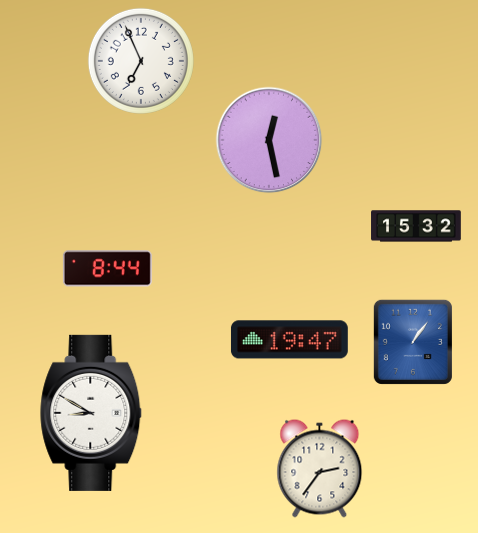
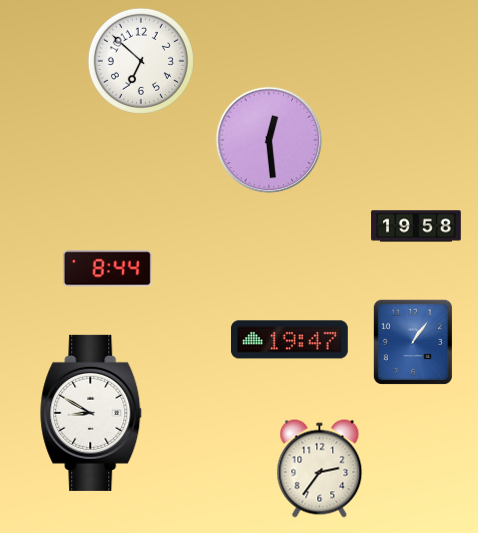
clock at (141, 61): 6:56 -> 6:52
clock at (269, 140): 12:28 -> 12:29
clock at (416, 226): 15:32 -> 19:58
